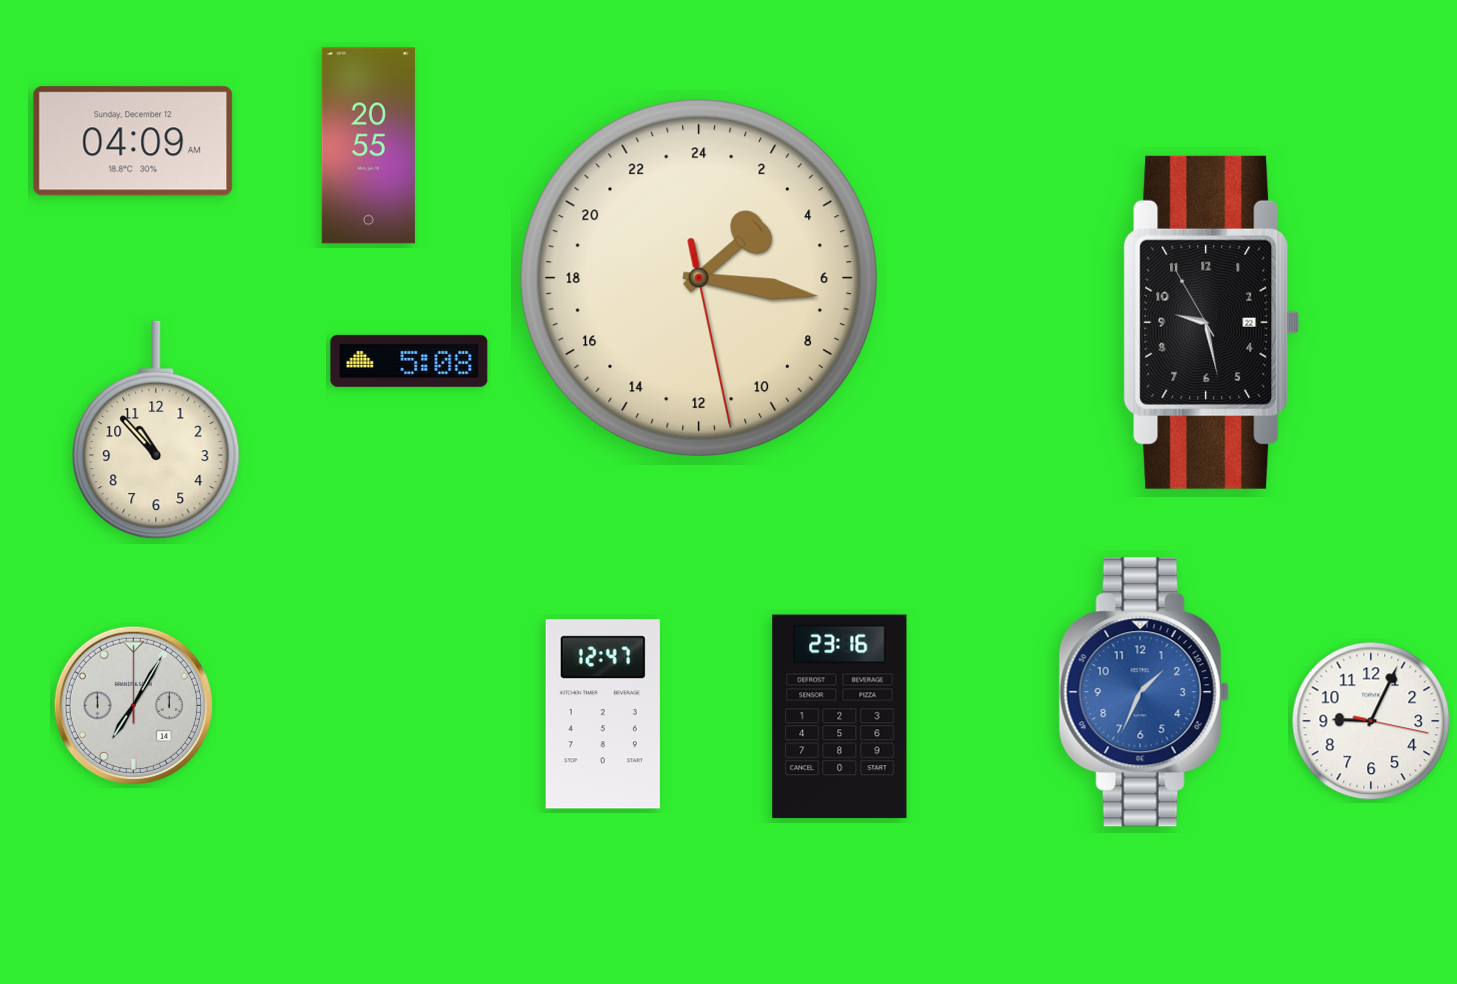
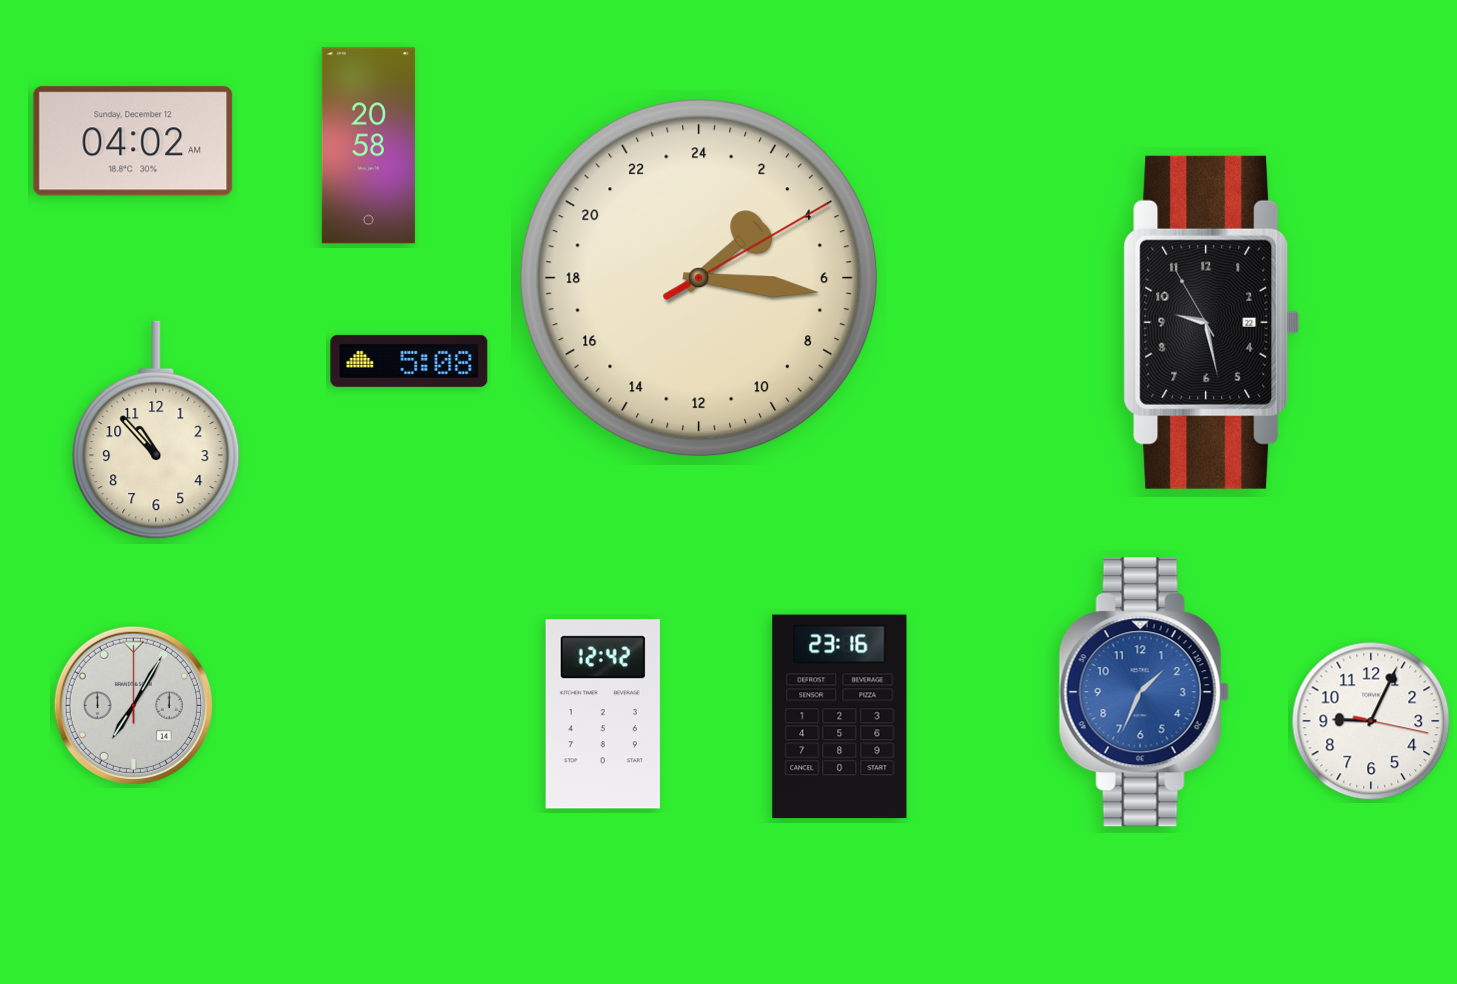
clock at (133, 141): 04:09 -> 04:02
clock at (368, 146): 20:55 -> 20:58
clock at (699, 278): 3:16:28 -> 3:16:10
clock at (603, 714): 12:47 -> 12:42
